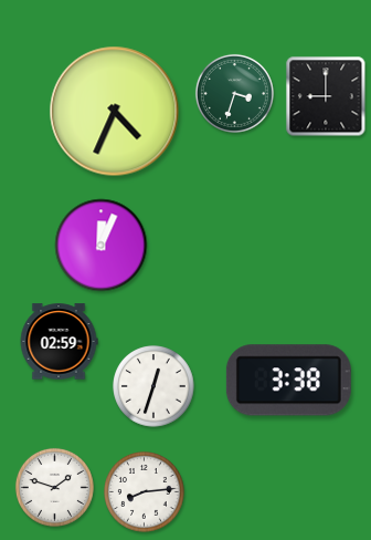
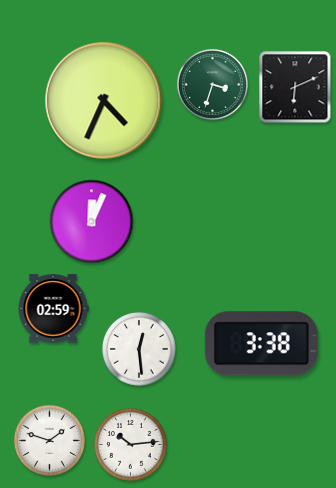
clock at (326, 96): 9:00 -> 6:11
clock at (153, 386): 12:33 -> 12:29
clock at (145, 492): 8:14 -> 10:14
